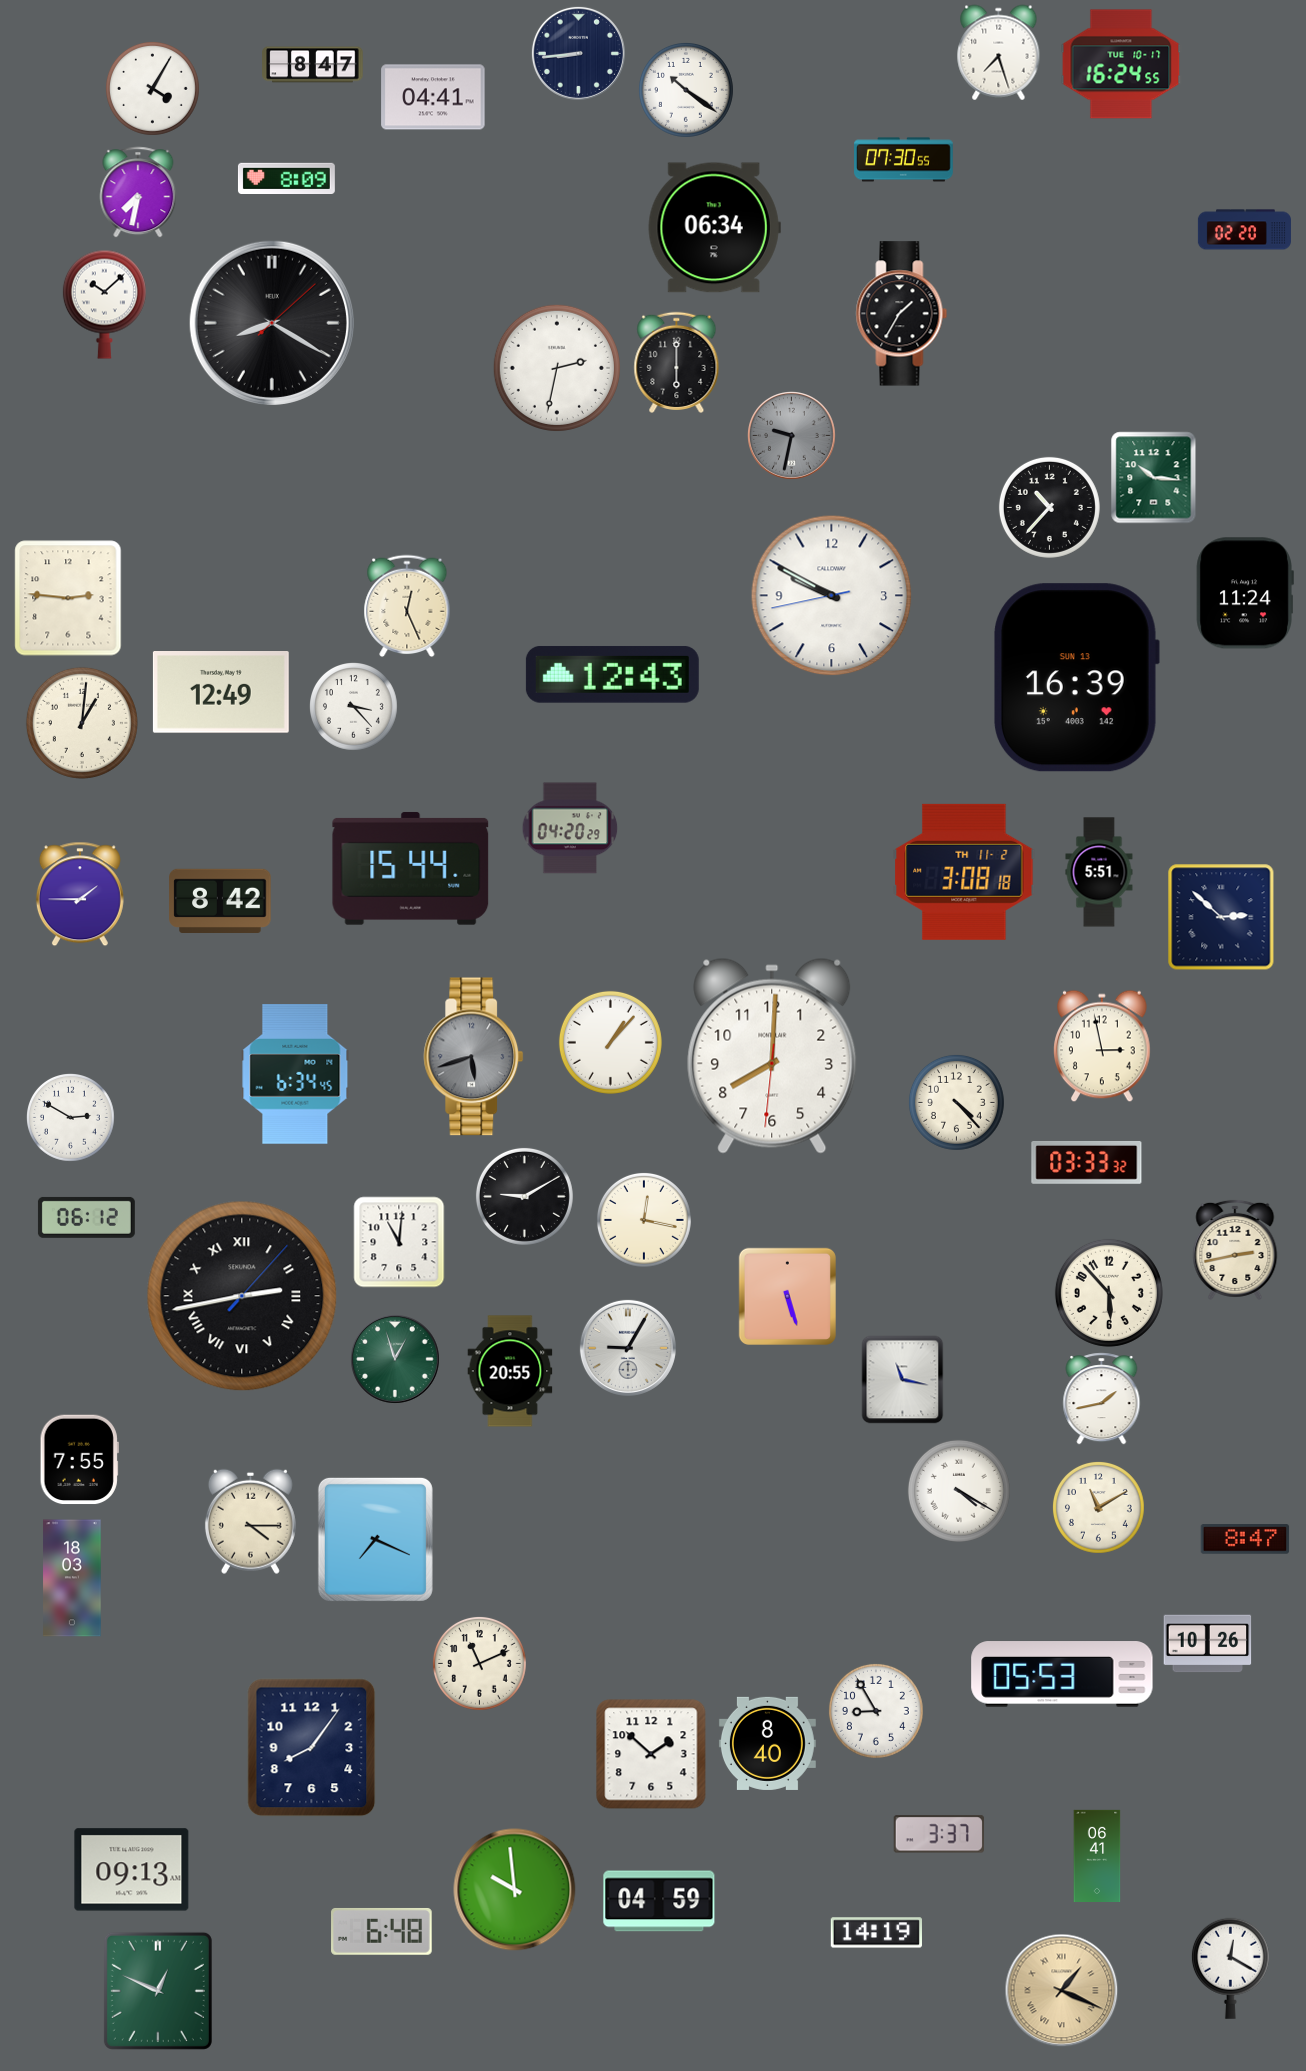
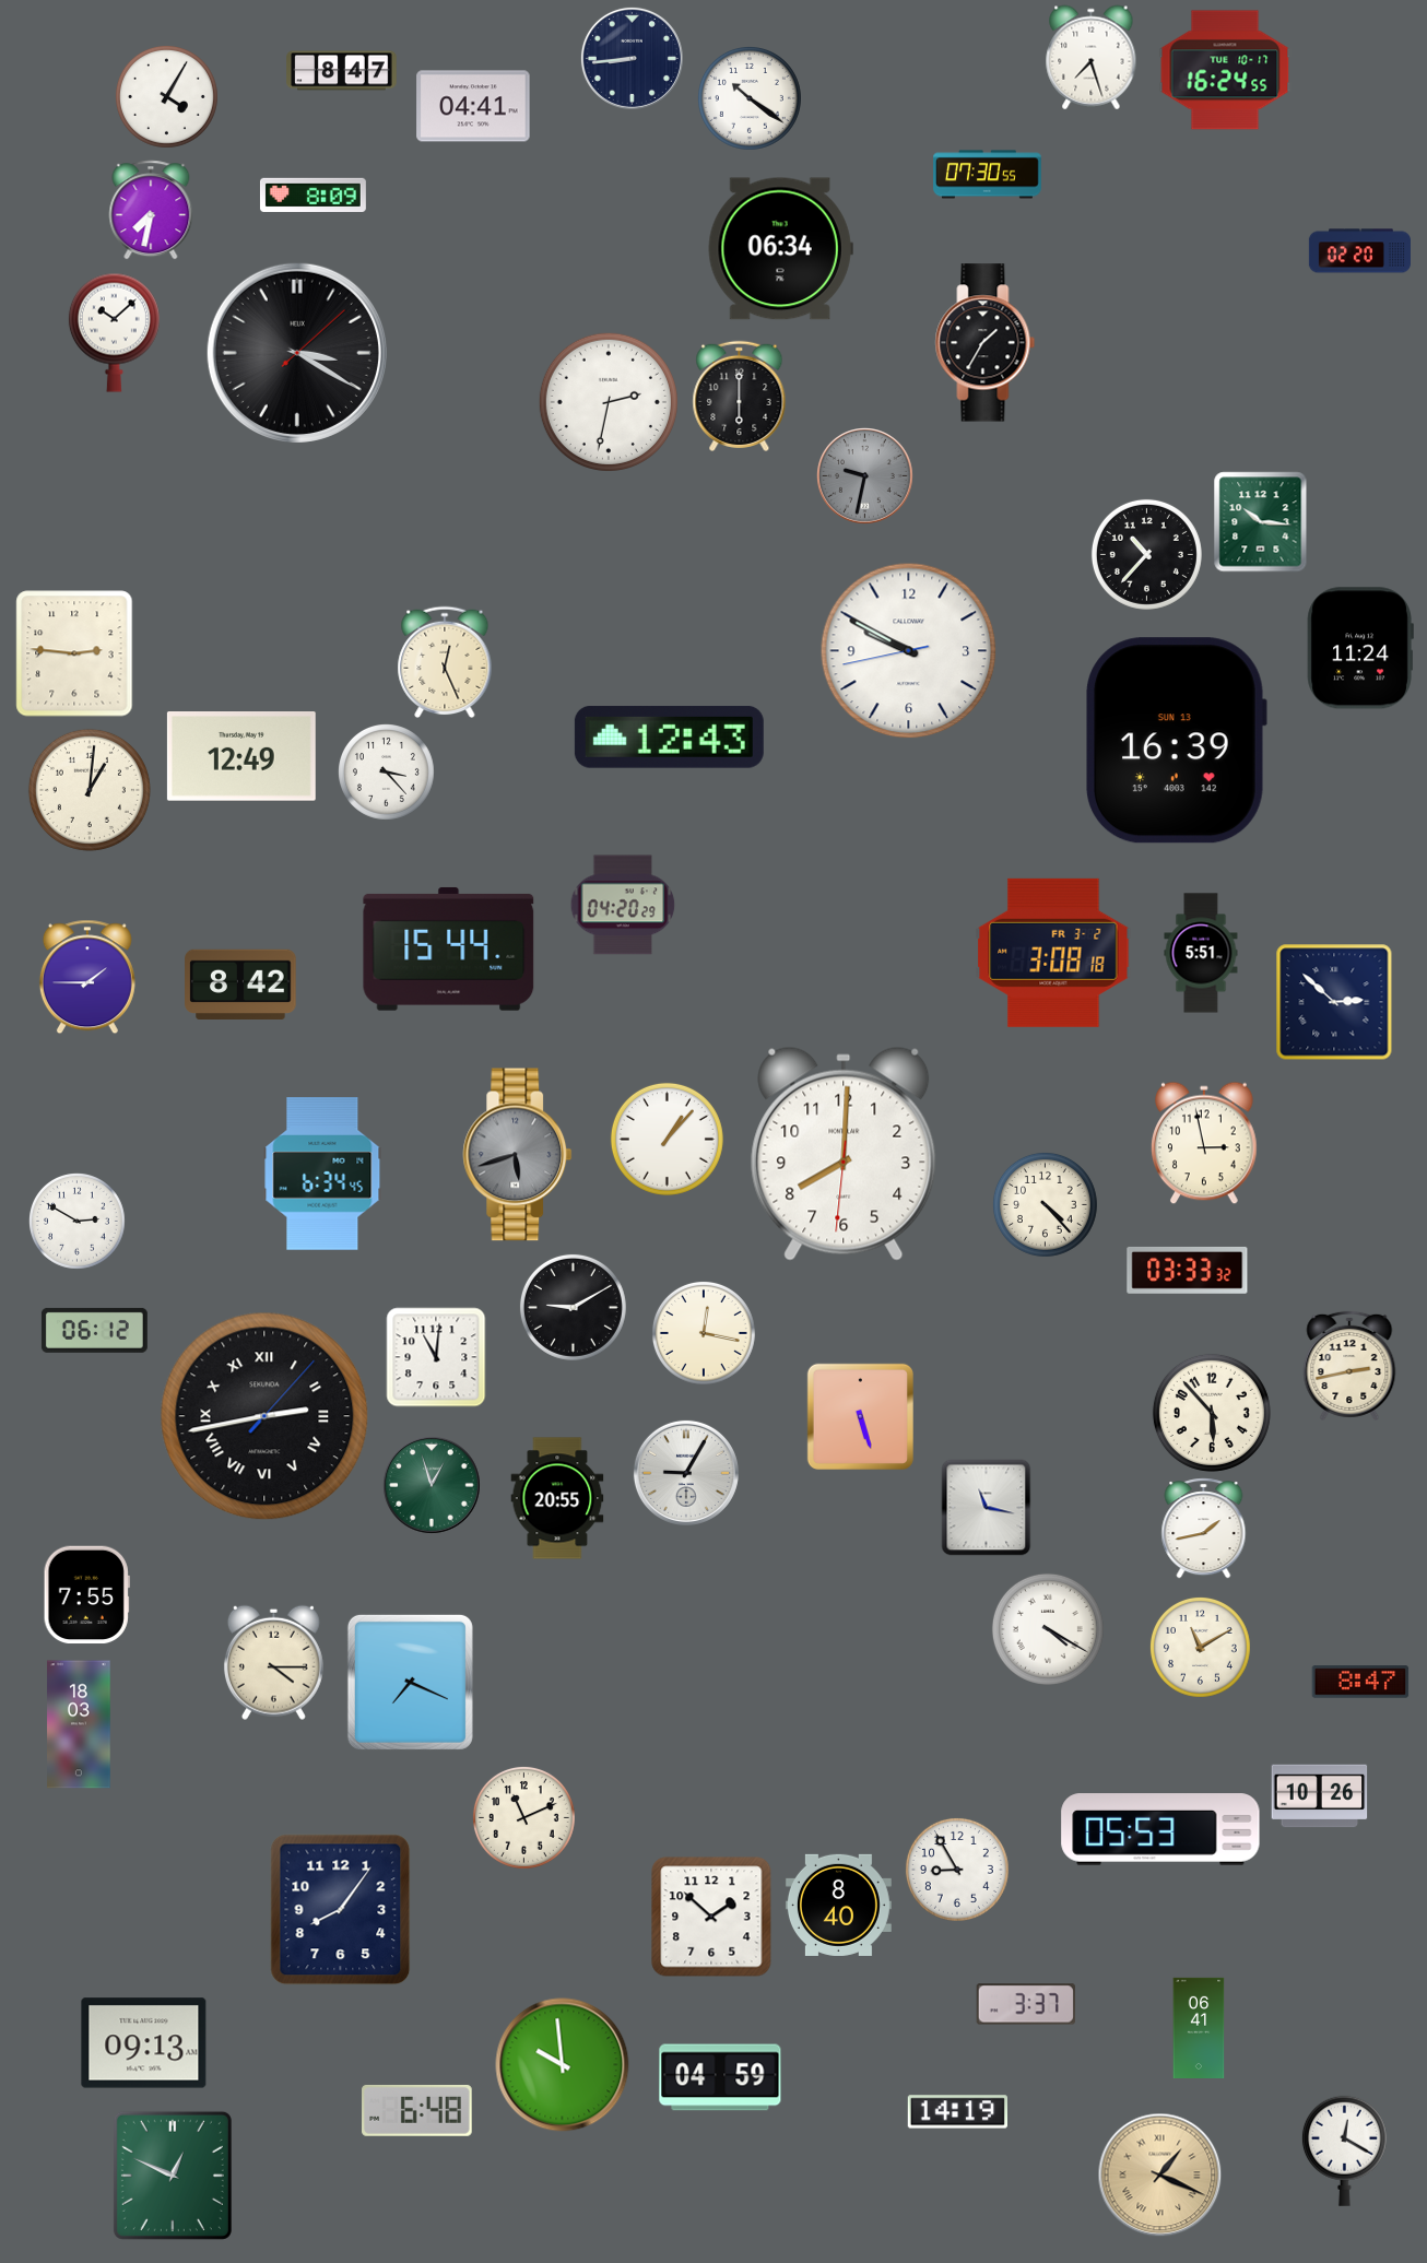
clock at (272, 323): 8:20 -> 3:20
clock at (964, 872) date: TH 11-2 -> FR 3-2
